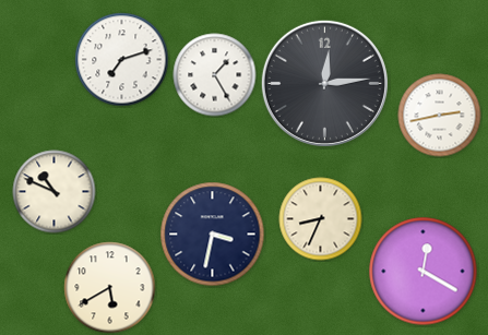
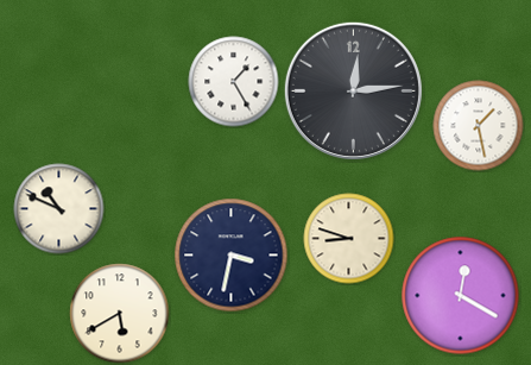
clock at (122, 60): 7:12 -> none
clock at (440, 116): 2:43 -> 1:28
clock at (321, 219): 8:34 -> 8:48
